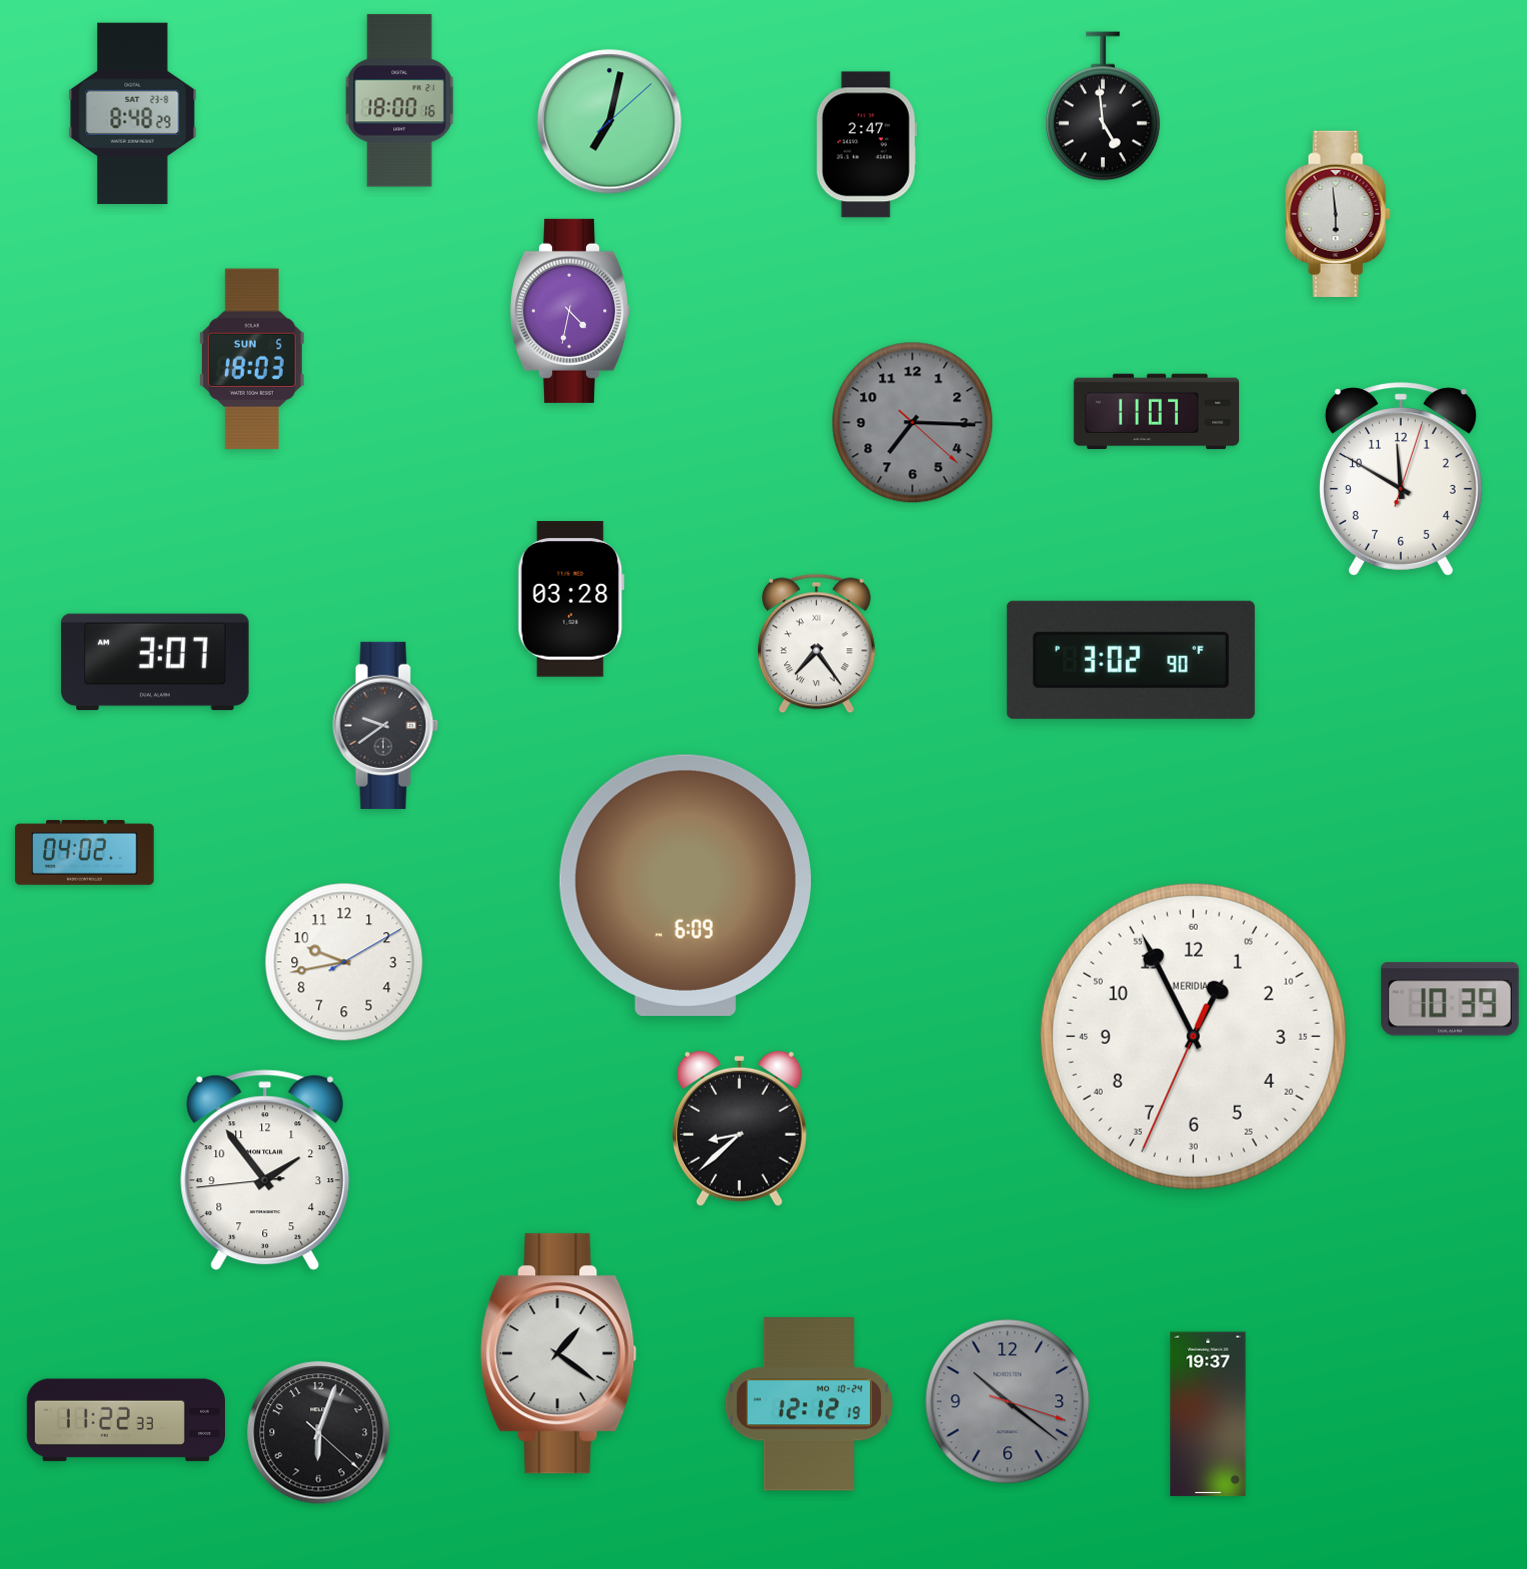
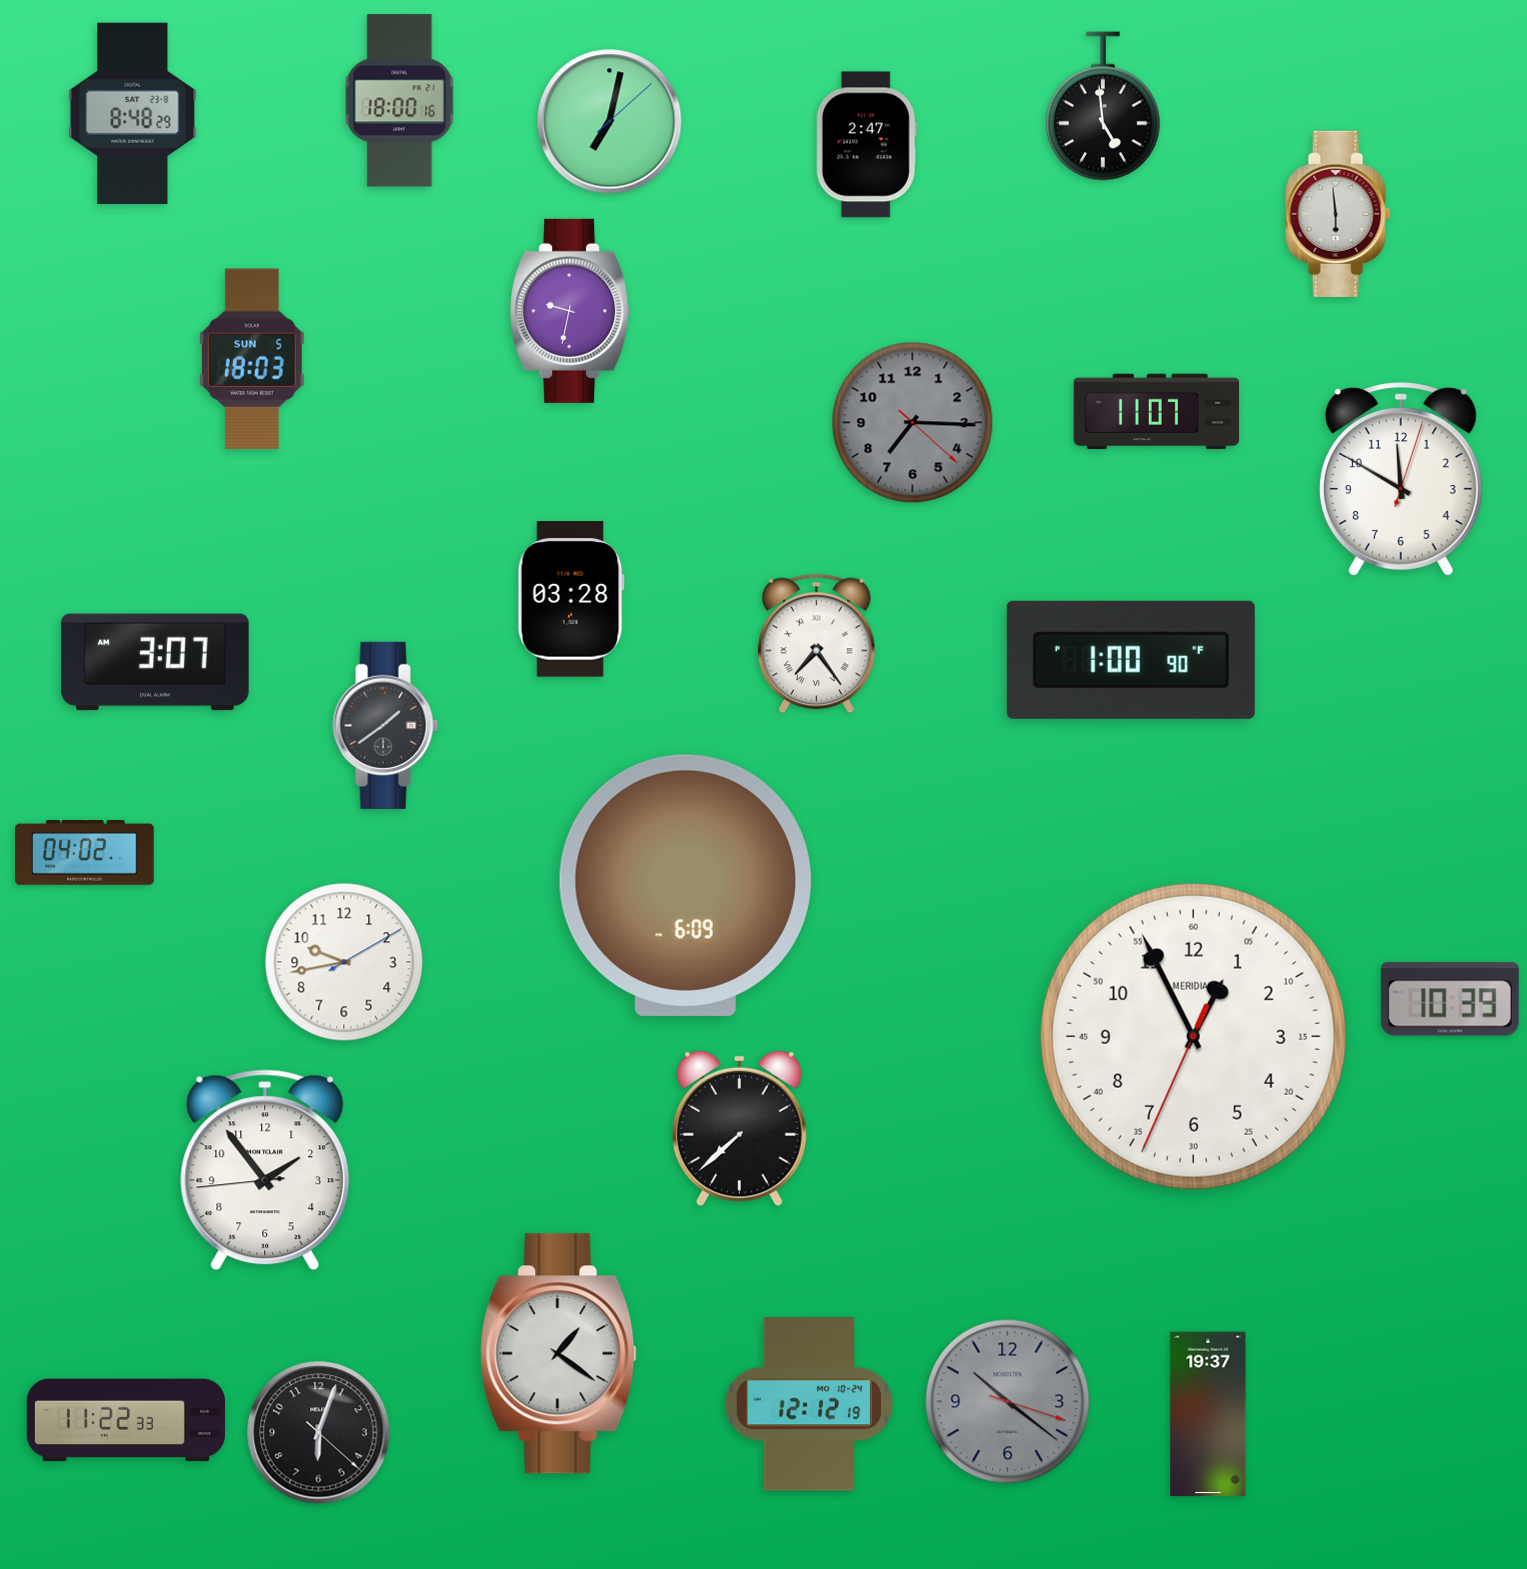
clock at (571, 311): 4:32 -> 9:32
clock at (1131, 660): 3:02 -> 1:00
clock at (386, 725): 9:39 -> 1:39
clock at (739, 1129): 8:38 -> 7:38
